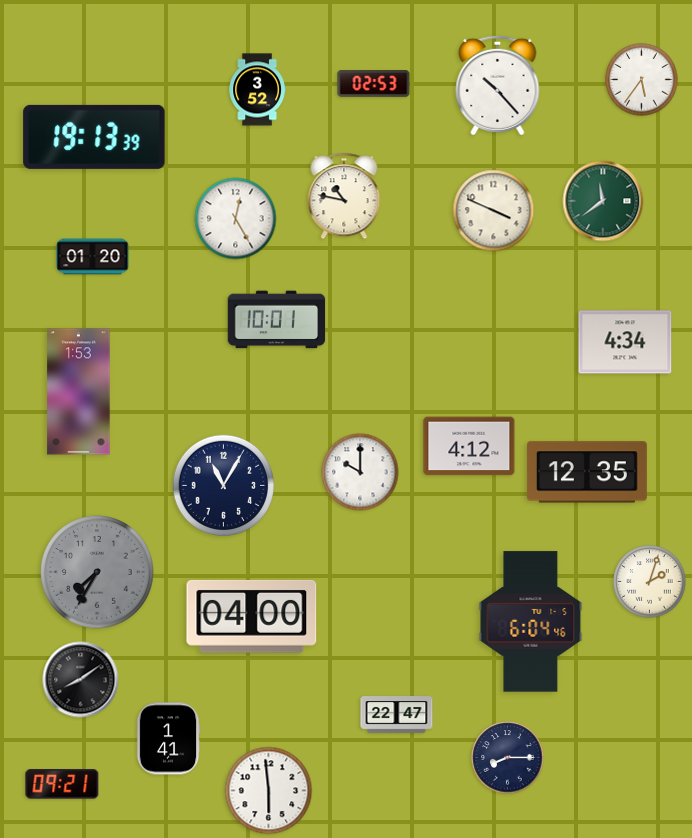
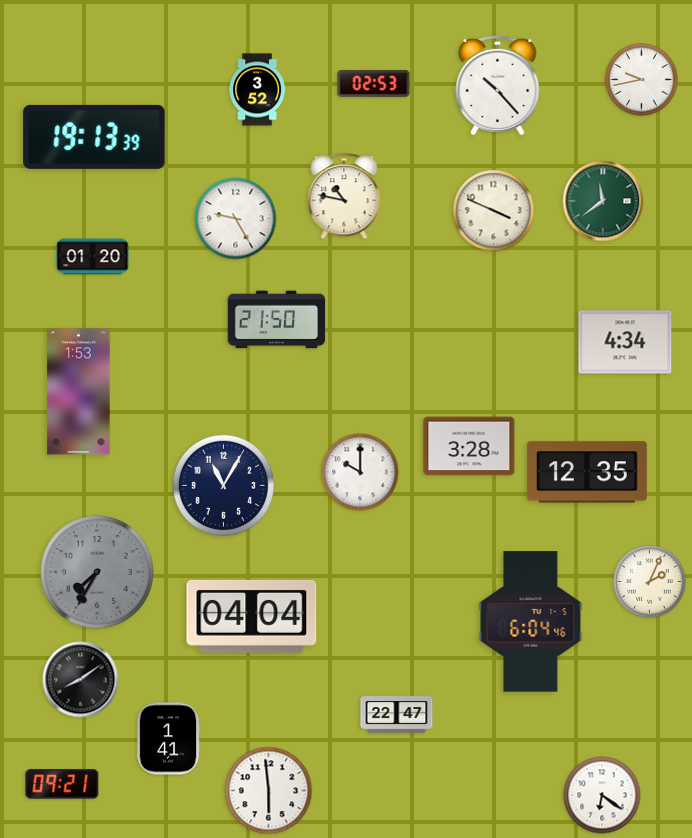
clock at (642, 80): 5:36 -> 9:43
clock at (236, 219): 12:25 -> 9:25
clock at (277, 320): 10:01 -> 21:50
clock at (469, 446): 4:12 -> 3:28
clock at (650, 582): 2:03 -> 2:04
clock at (252, 616): 04:00 -> 04:04
clock at (508, 758): 8:15 -> none
clock at (602, 795): none -> 6:21
